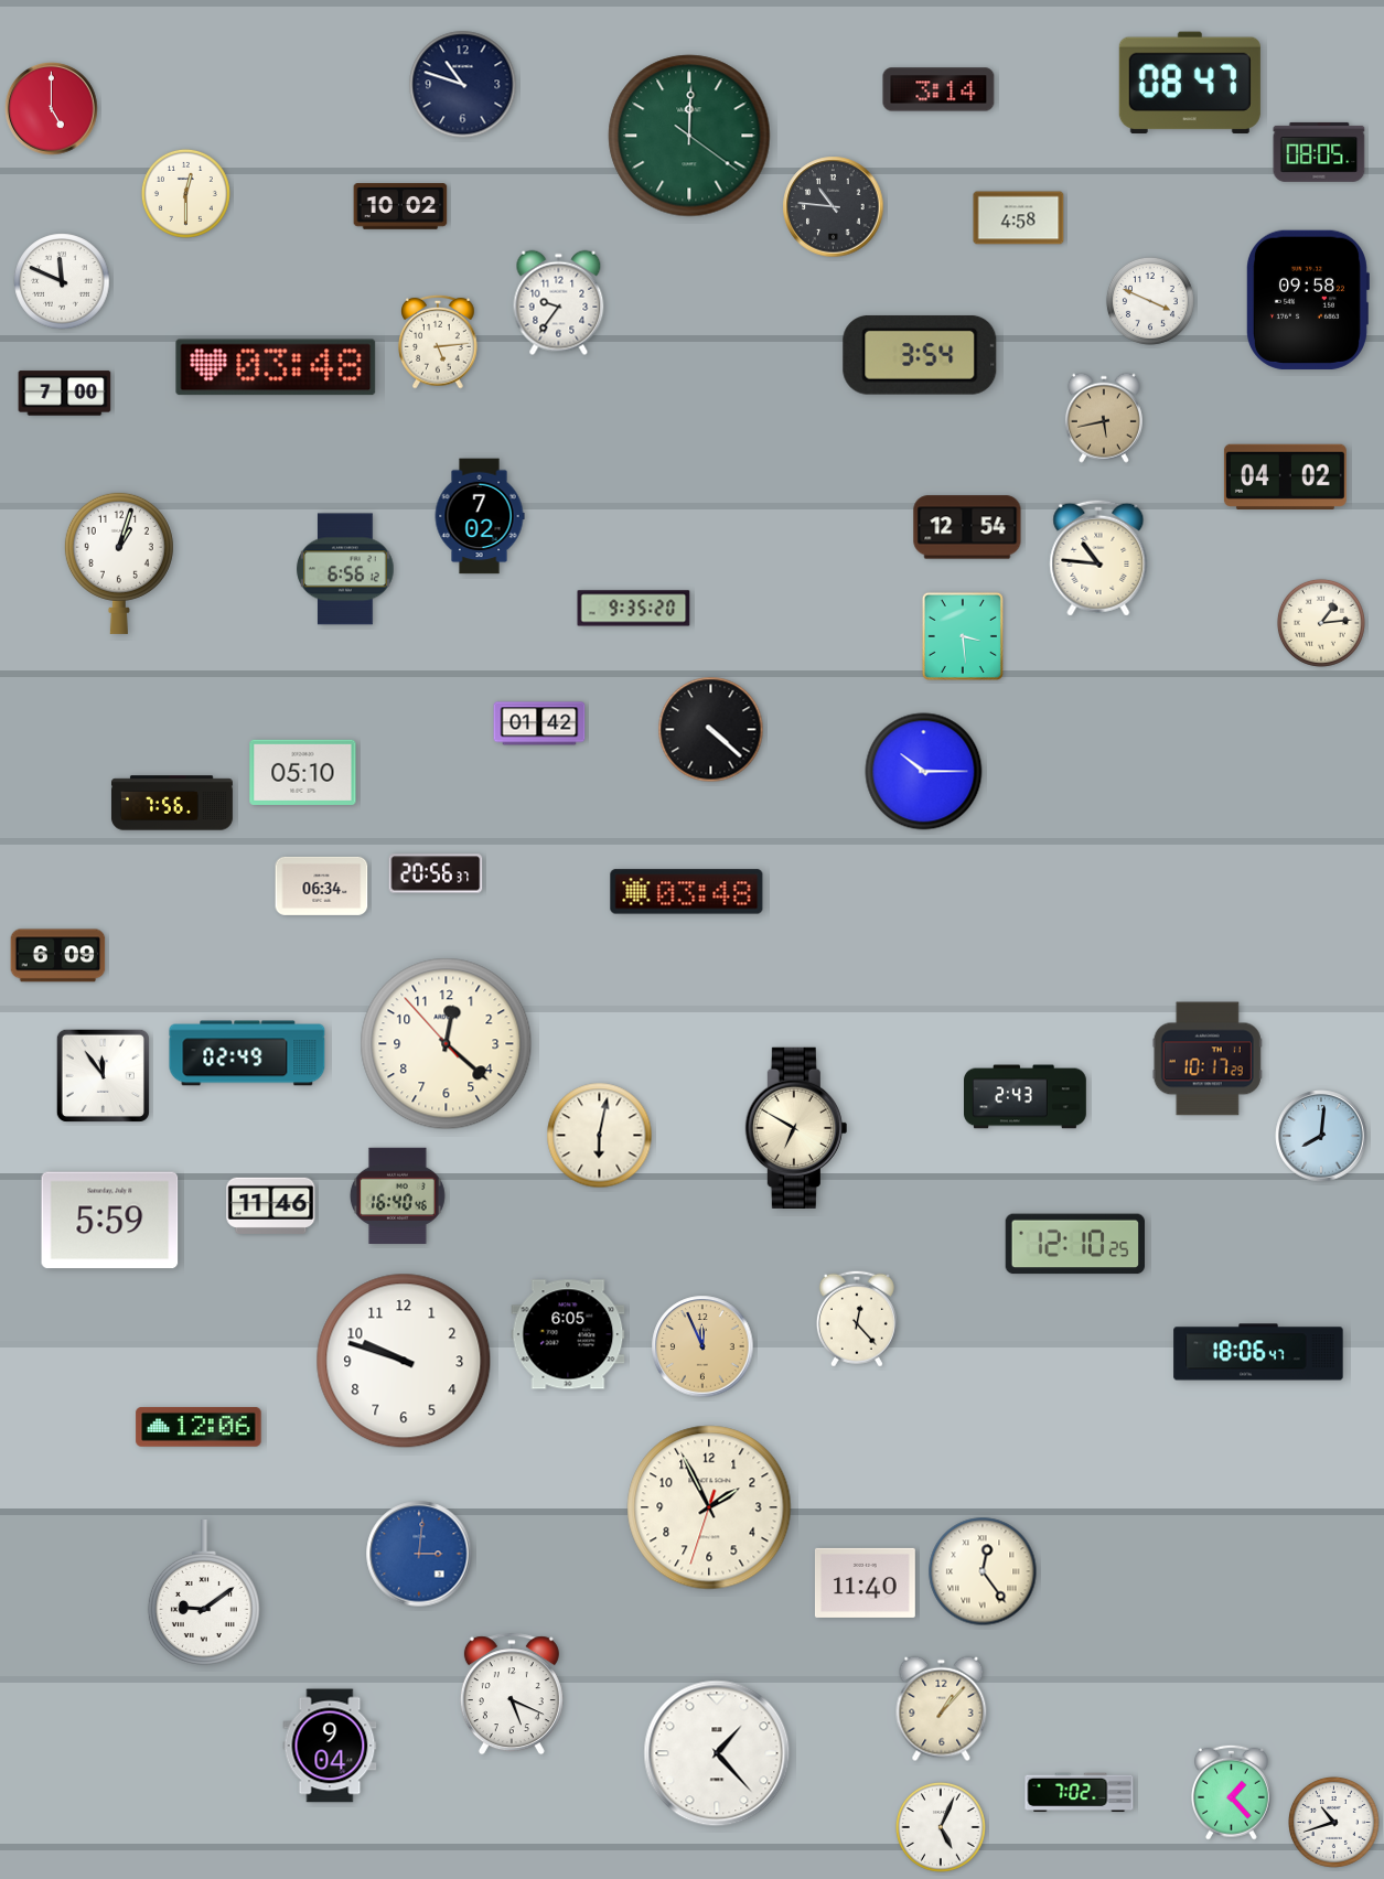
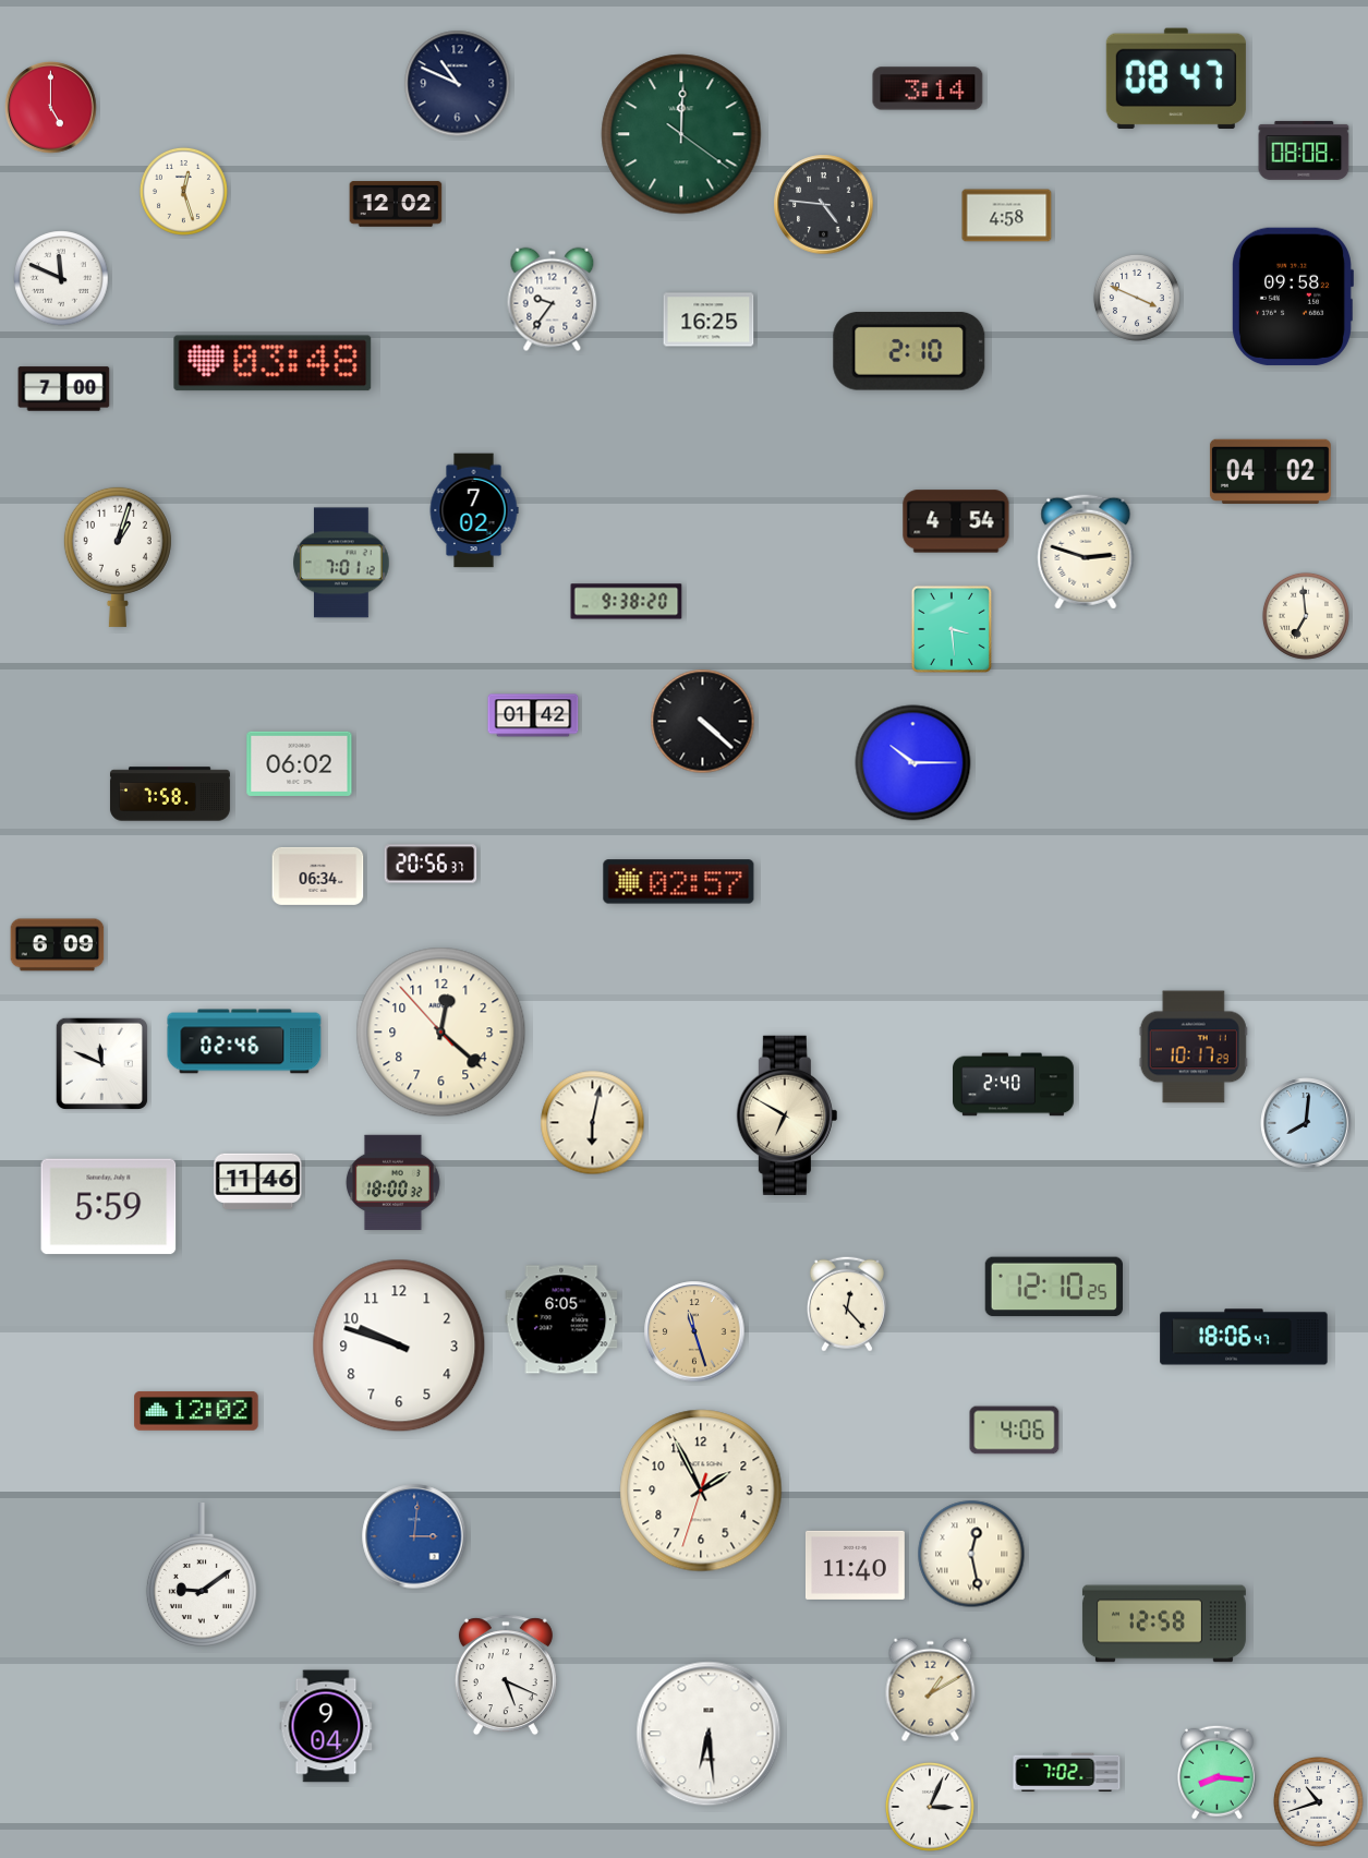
clock at (1190, 83) position: (1190, 83) -> (1176, 79)
clock at (463, 85): 10:48 -> 10:49
clock at (1319, 152): 08:05 -> 08:08
clock at (185, 193): 12:30 -> 12:27
clock at (400, 206): 10:02 -> 12:02
clock at (834, 207): 10:46 -> 4:46
clock at (709, 319): none -> 16:25
clock at (438, 342): 5:14 -> none
clock at (920, 355): 3:54 -> 2:10
clock at (1104, 418): 5:43 -> none
clock at (967, 527): 12:54 -> 4:54
clock at (1098, 558): 10:46 -> 2:48
clock at (345, 569): 6:56 -> 7:01
clock at (634, 609): 9:35 -> 9:38
clock at (1321, 623): 1:14 -> 6:59
clock at (303, 772): 05:10 -> 06:02
clock at (172, 803): 7:56 -> 7:58
clock at (687, 892): 03:48 -> 02:57
clock at (247, 1053): 02:49 -> 02:46
clock at (103, 1075): 11:54 -> 11:49
clock at (1026, 1097): 2:43 -> 2:40
clock at (397, 1195): 16:40 -> 18:00
clock at (271, 1205) position: (271, 1205) -> (258, 1181)
clock at (1074, 1244) position: (1074, 1244) -> (1053, 1287)
clock at (702, 1346): 11:56 -> 11:27
clock at (199, 1427): 12:06 -> 12:02
clock at (1015, 1431): none -> 4:06
clock at (983, 1571): 12:24 -> 12:28
clock at (1164, 1624): none -> 12:58
clock at (942, 1709): 1:07 -> 1:10
clock at (717, 1753): 1:23 -> 6:29
clock at (1231, 1792): 1:23 -> 8:16
clock at (941, 1827): 5:04 -> 3:04
